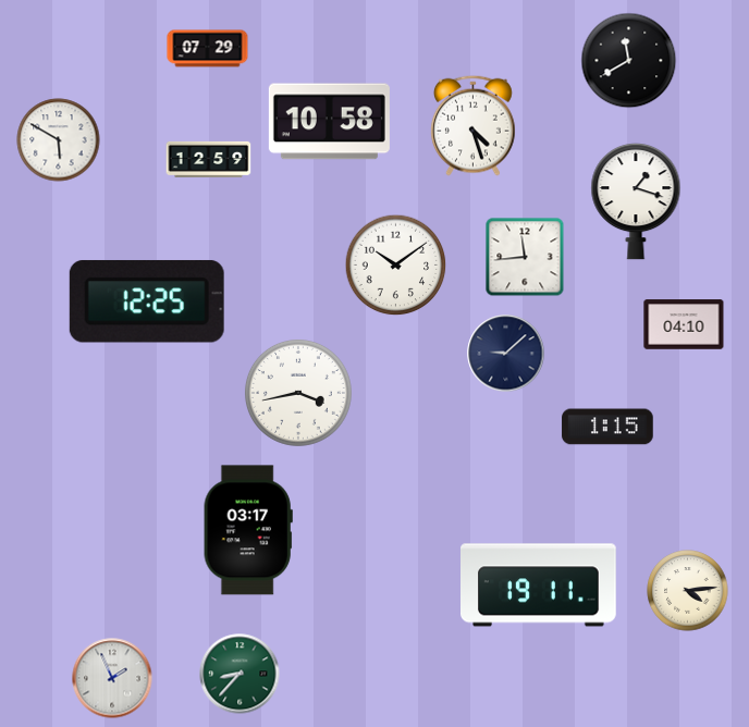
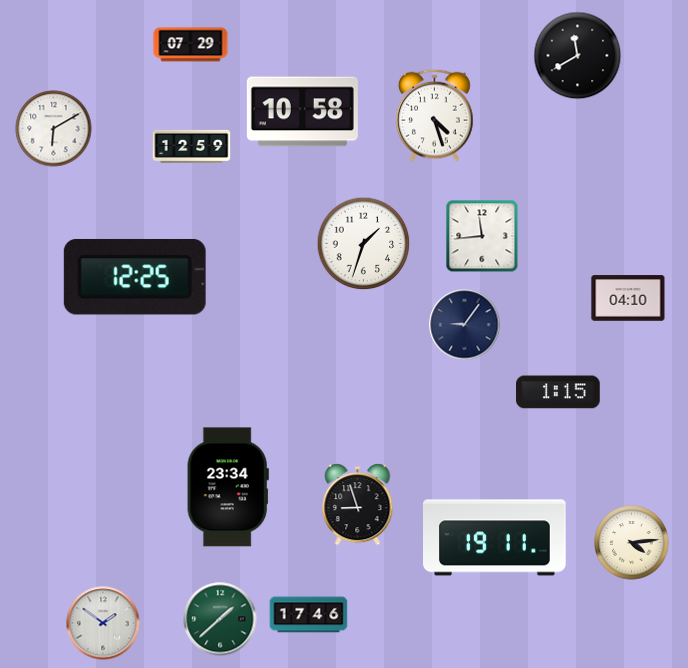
clock at (59, 140): 5:50 -> 6:10
clock at (636, 201): 1:18 -> none
clock at (396, 266): 10:09 -> 1:33
clock at (506, 354): 9:08 -> 9:06
clock at (298, 393): 3:43 -> none
clock at (248, 530): 03:17 -> 23:34
clock at (358, 505): none -> 8:57
clock at (309, 615): none -> 17:46
clock at (240, 674): 8:37 -> 1:38
clock at (112, 678): 1:56 -> 1:51
